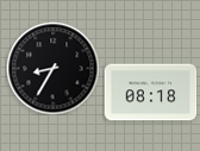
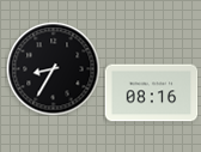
clock at (150, 93): 08:18 -> 08:16
